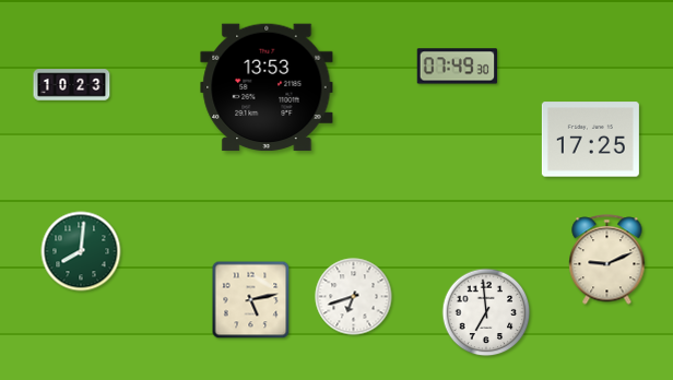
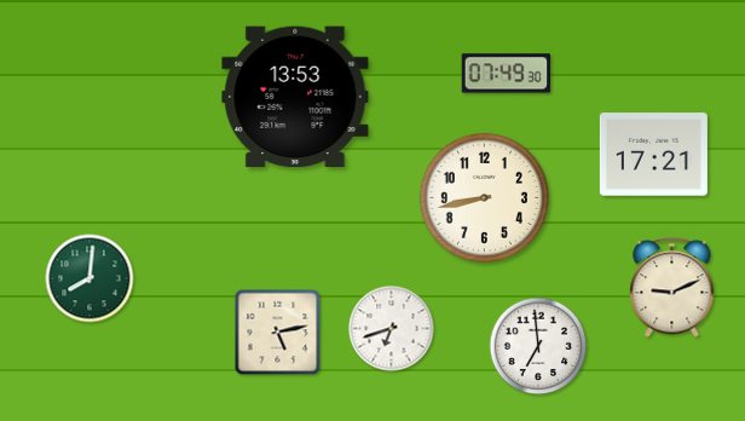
clock at (72, 85): 10:23 -> none
clock at (590, 140): 17:25 -> 17:21
clock at (484, 197): none -> 8:43
